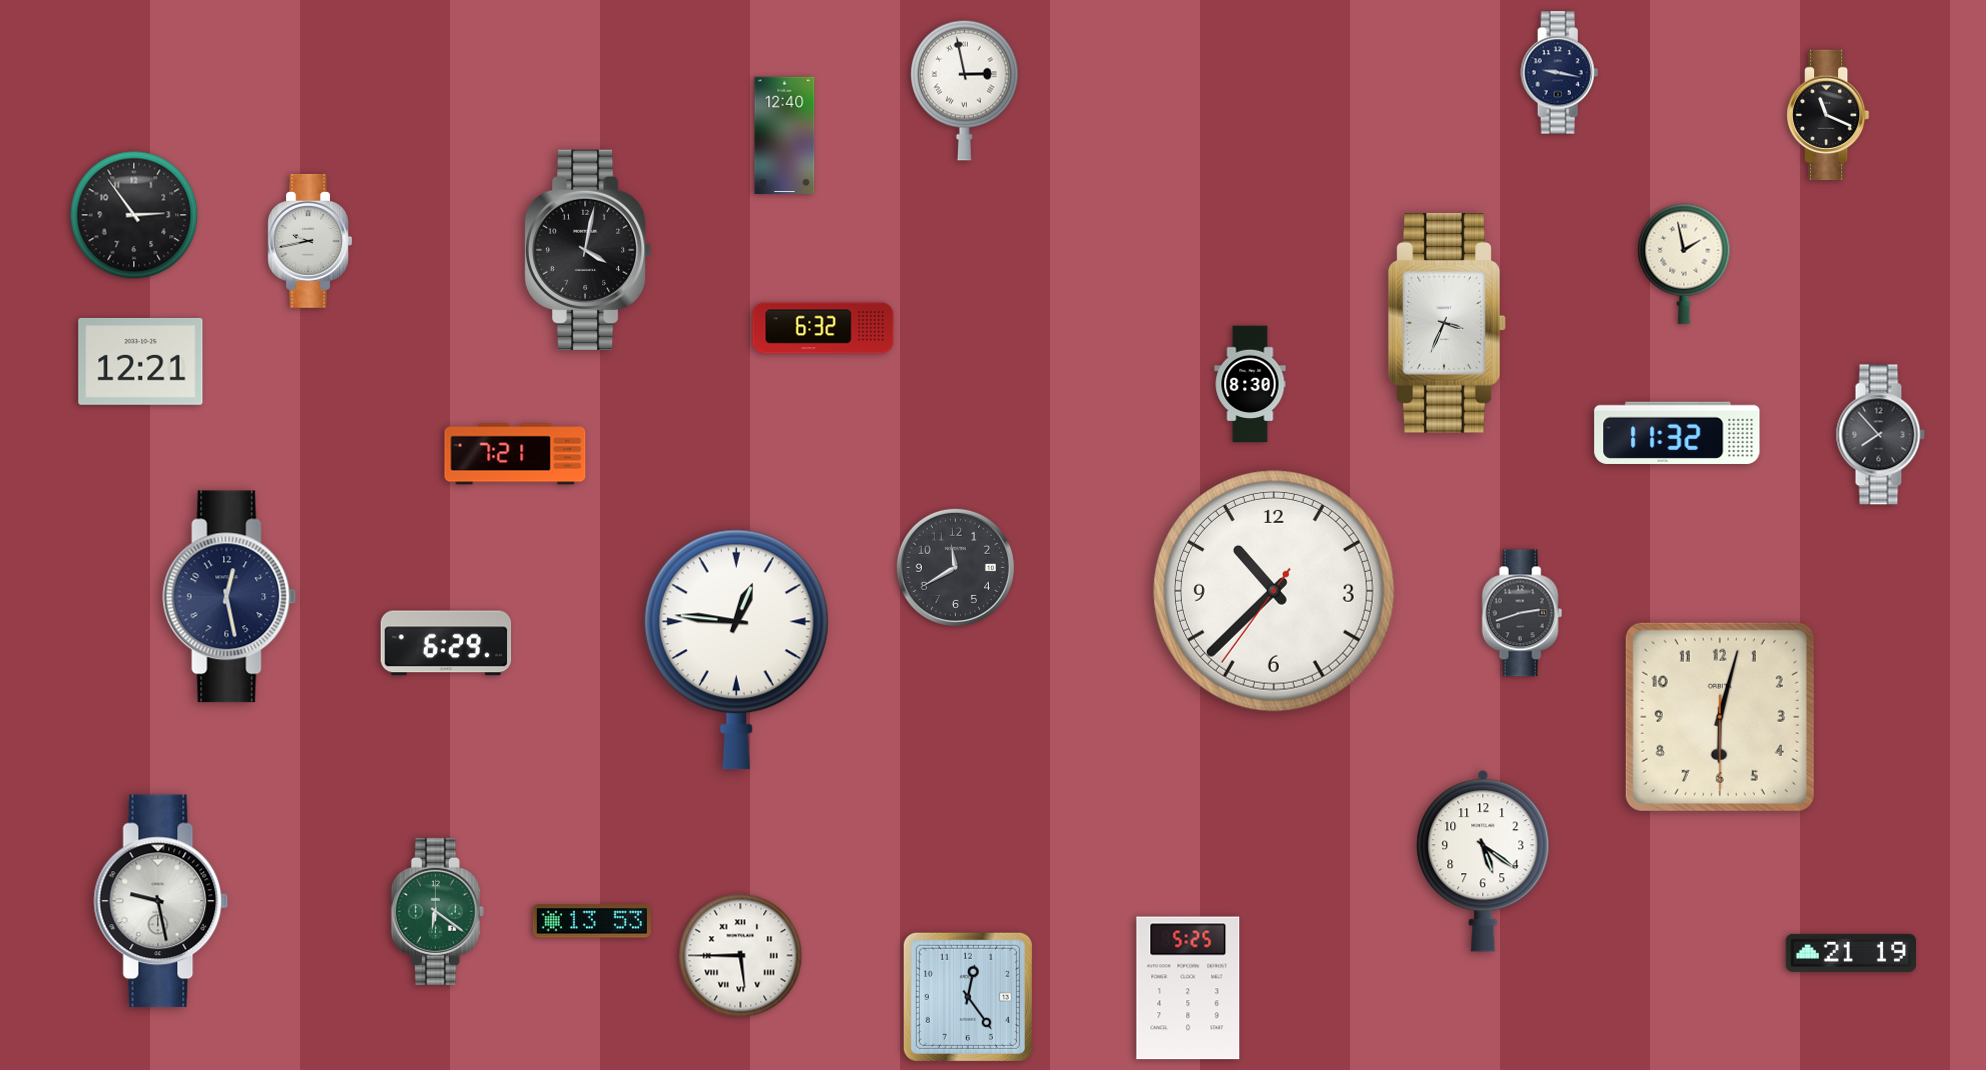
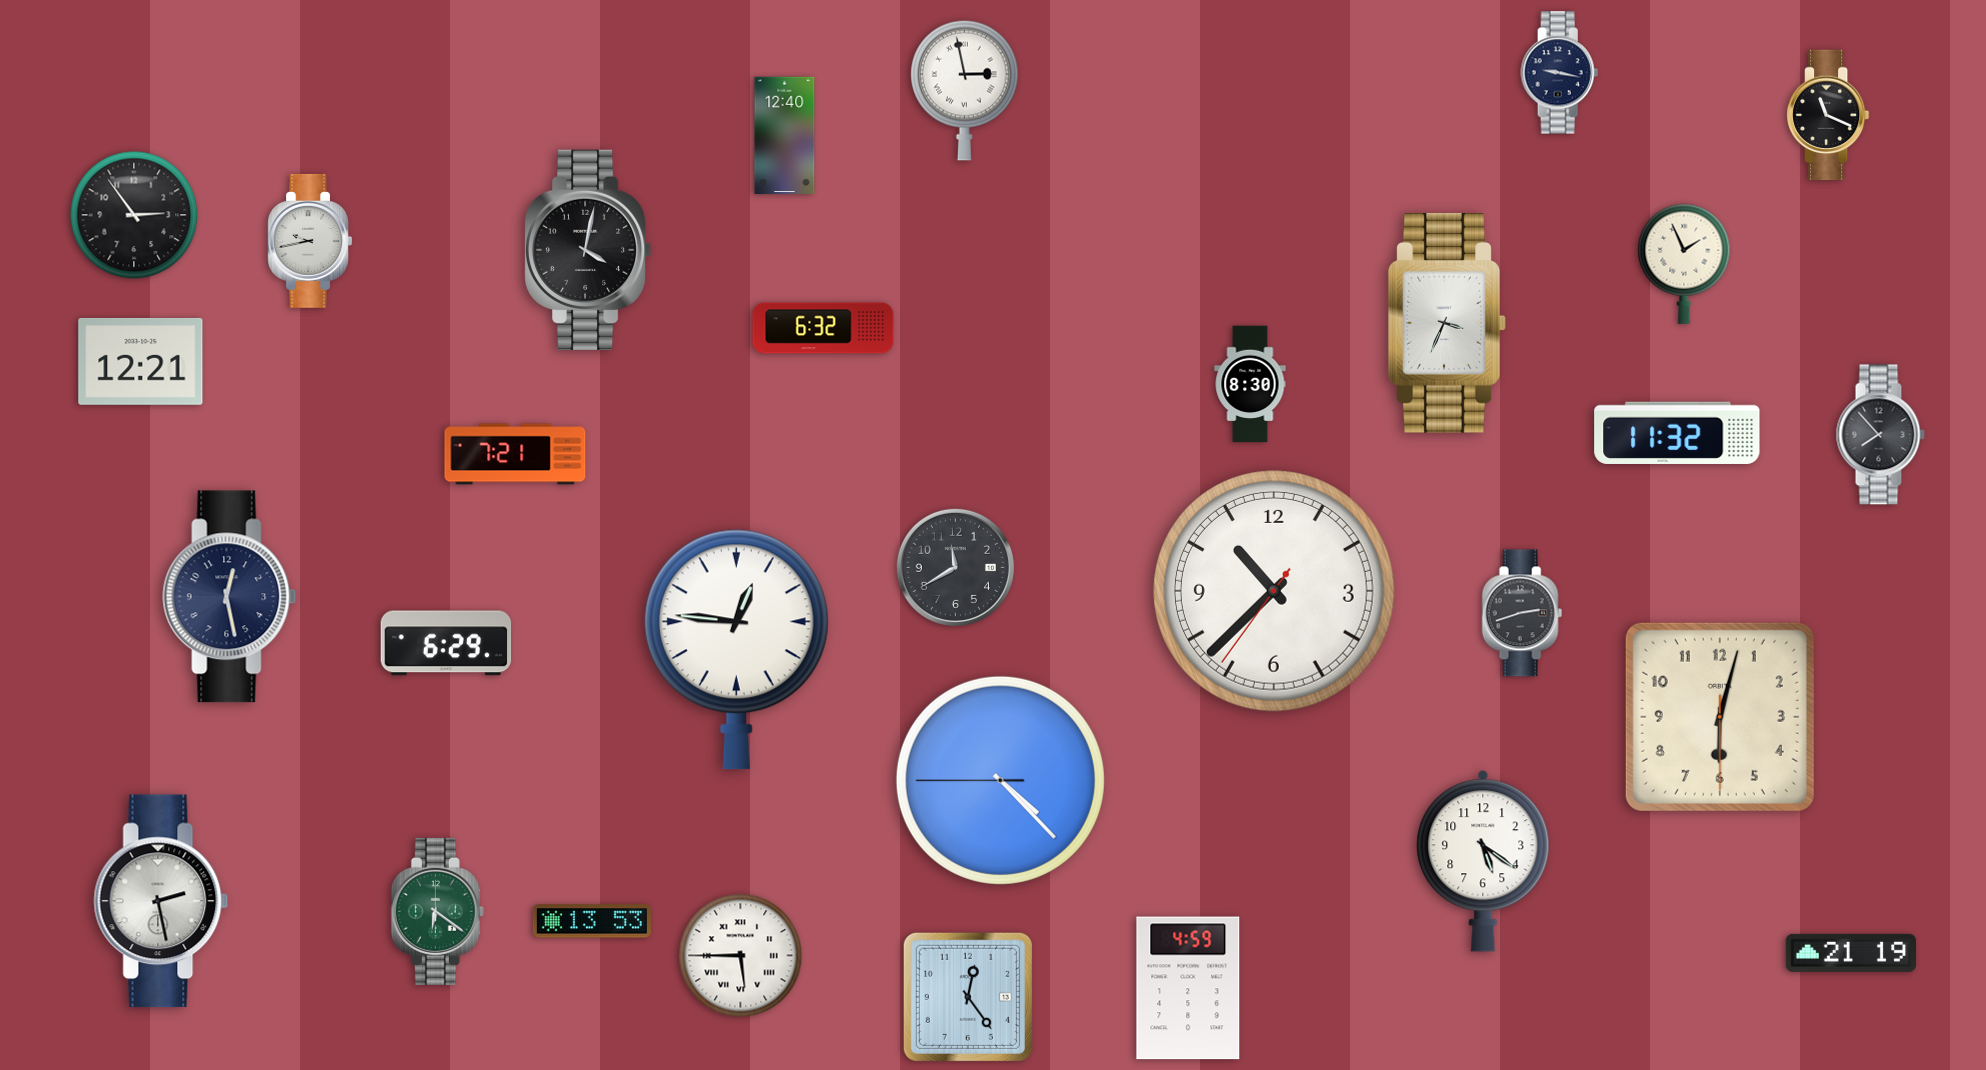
clock at (1684, 264): 1:58 -> 1:56
clock at (1000, 780): none -> 4:22
clock at (161, 901): 9:28 -> 2:28
clock at (1188, 988): 5:25 -> 4:59
